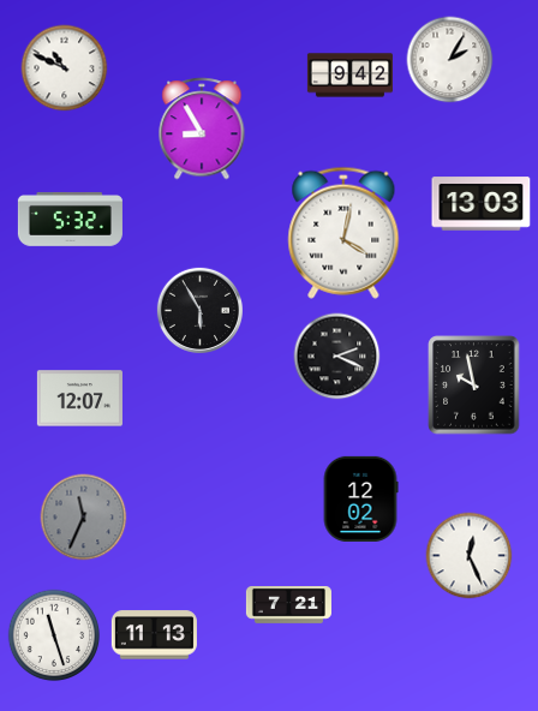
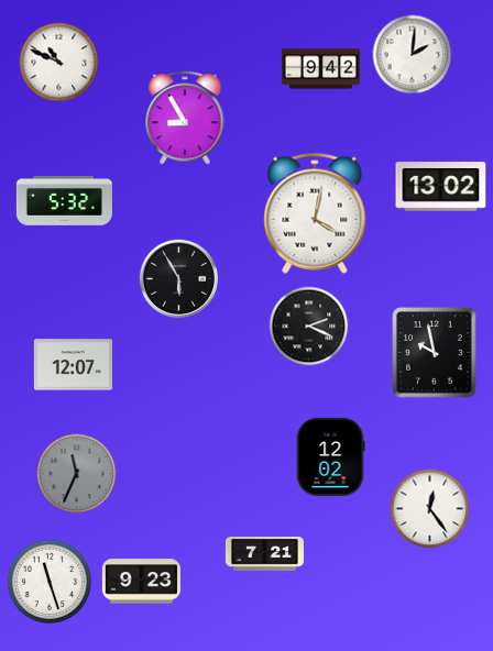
clock at (450, 60): 2:05 -> 2:01
clock at (482, 204): 13:03 -> 13:02
clock at (199, 310) position: (199, 310) -> (178, 278)
clock at (470, 556): 12:26 -> 12:24
clock at (154, 635): 11:13 -> 9:23
